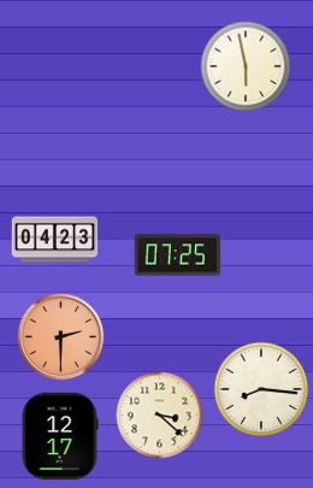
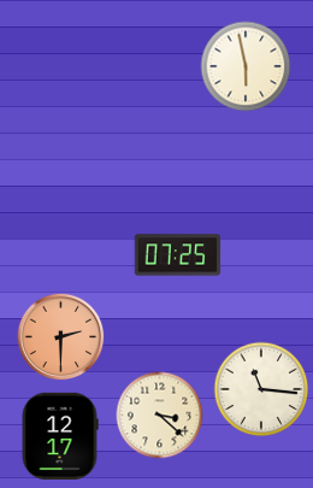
clock at (55, 240): 04:23 -> none
clock at (261, 389): 8:16 -> 11:16
